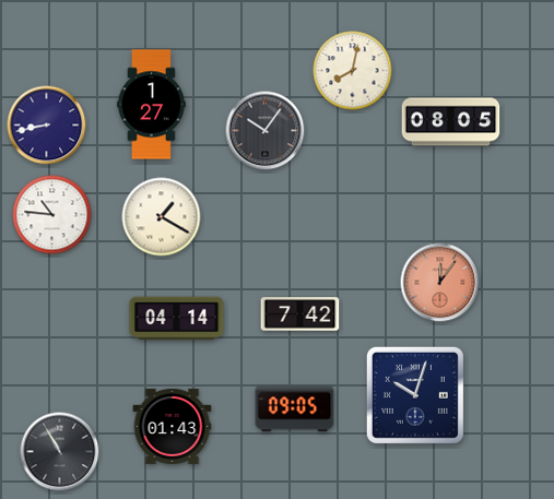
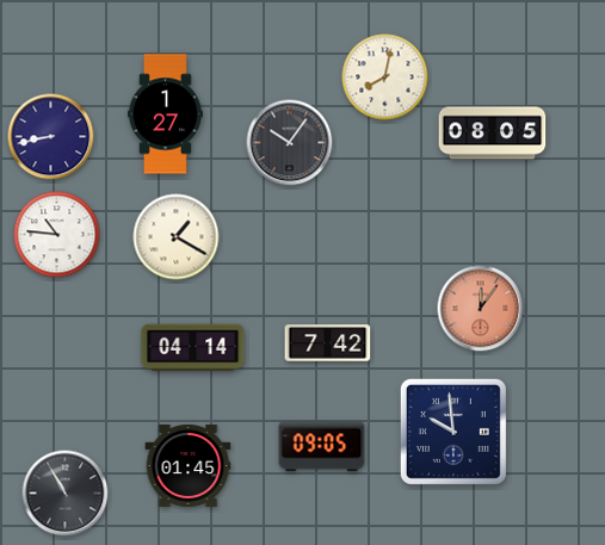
clock at (415, 395): 10:03 -> 9:59
clock at (173, 426): 01:43 -> 01:45
